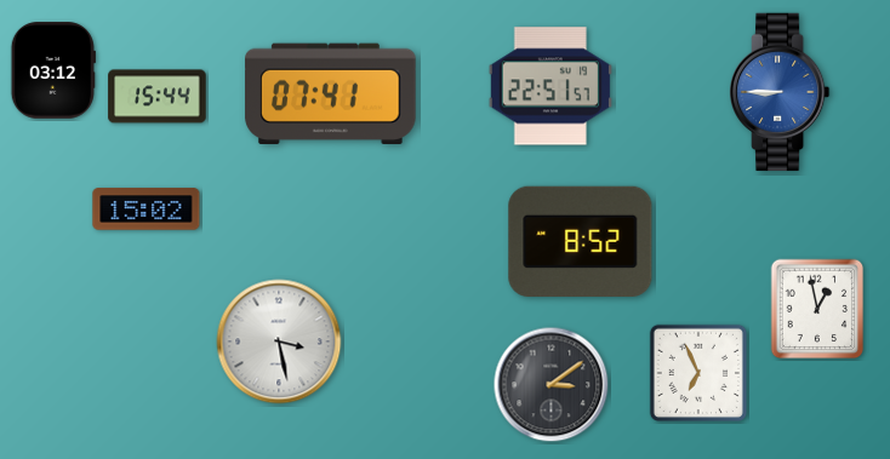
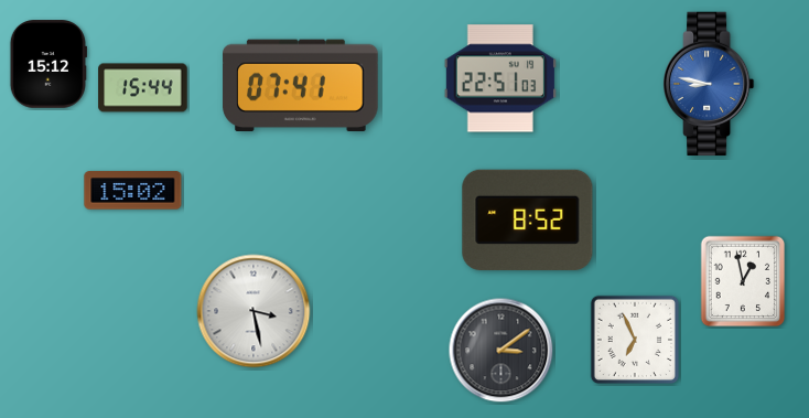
clock at (53, 70): 03:12 -> 15:12
clock at (550, 86): 22:51:57 -> 22:51:03
clock at (781, 92): 8:45 -> 8:47
